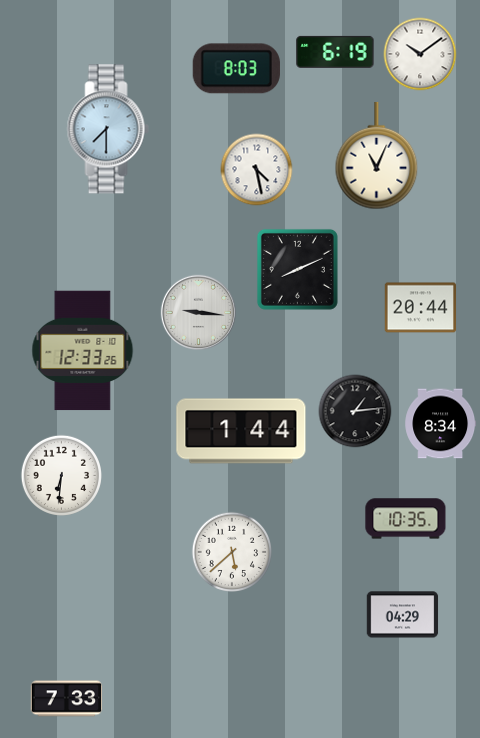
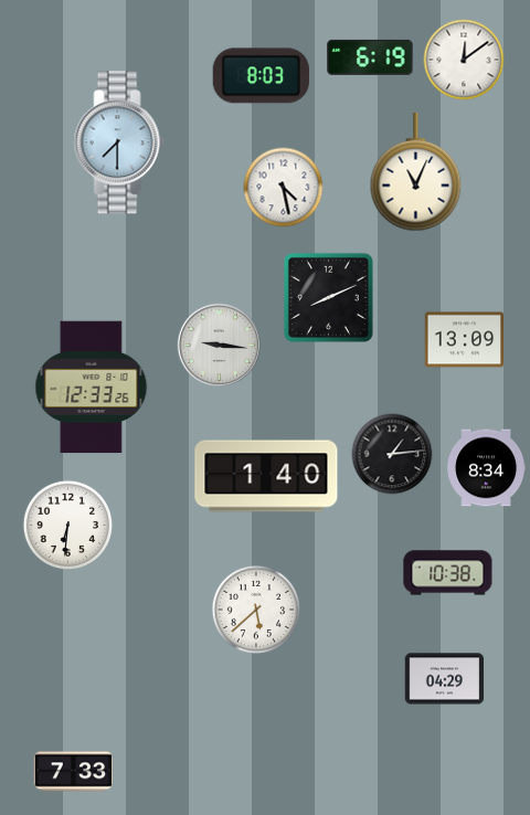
clock at (420, 54): 10:09 -> 12:09
clock at (421, 308): 20:44 -> 13:09
clock at (241, 431): 1:44 -> 1:40
clock at (406, 519): 10:35 -> 10:38
